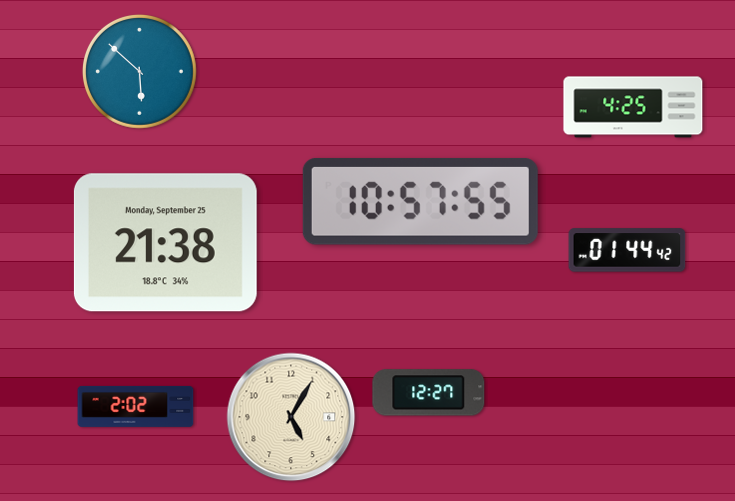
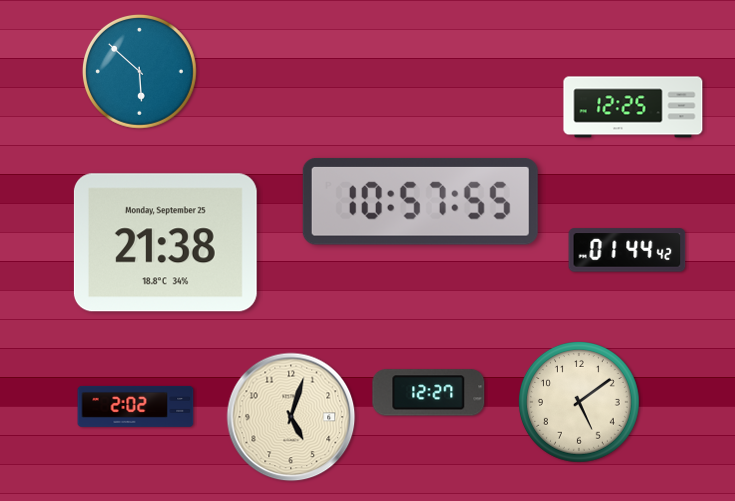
clock at (633, 107): 4:25 -> 12:25
clock at (580, 403): none -> 5:09
clock at (291, 417): 5:05 -> 5:03
